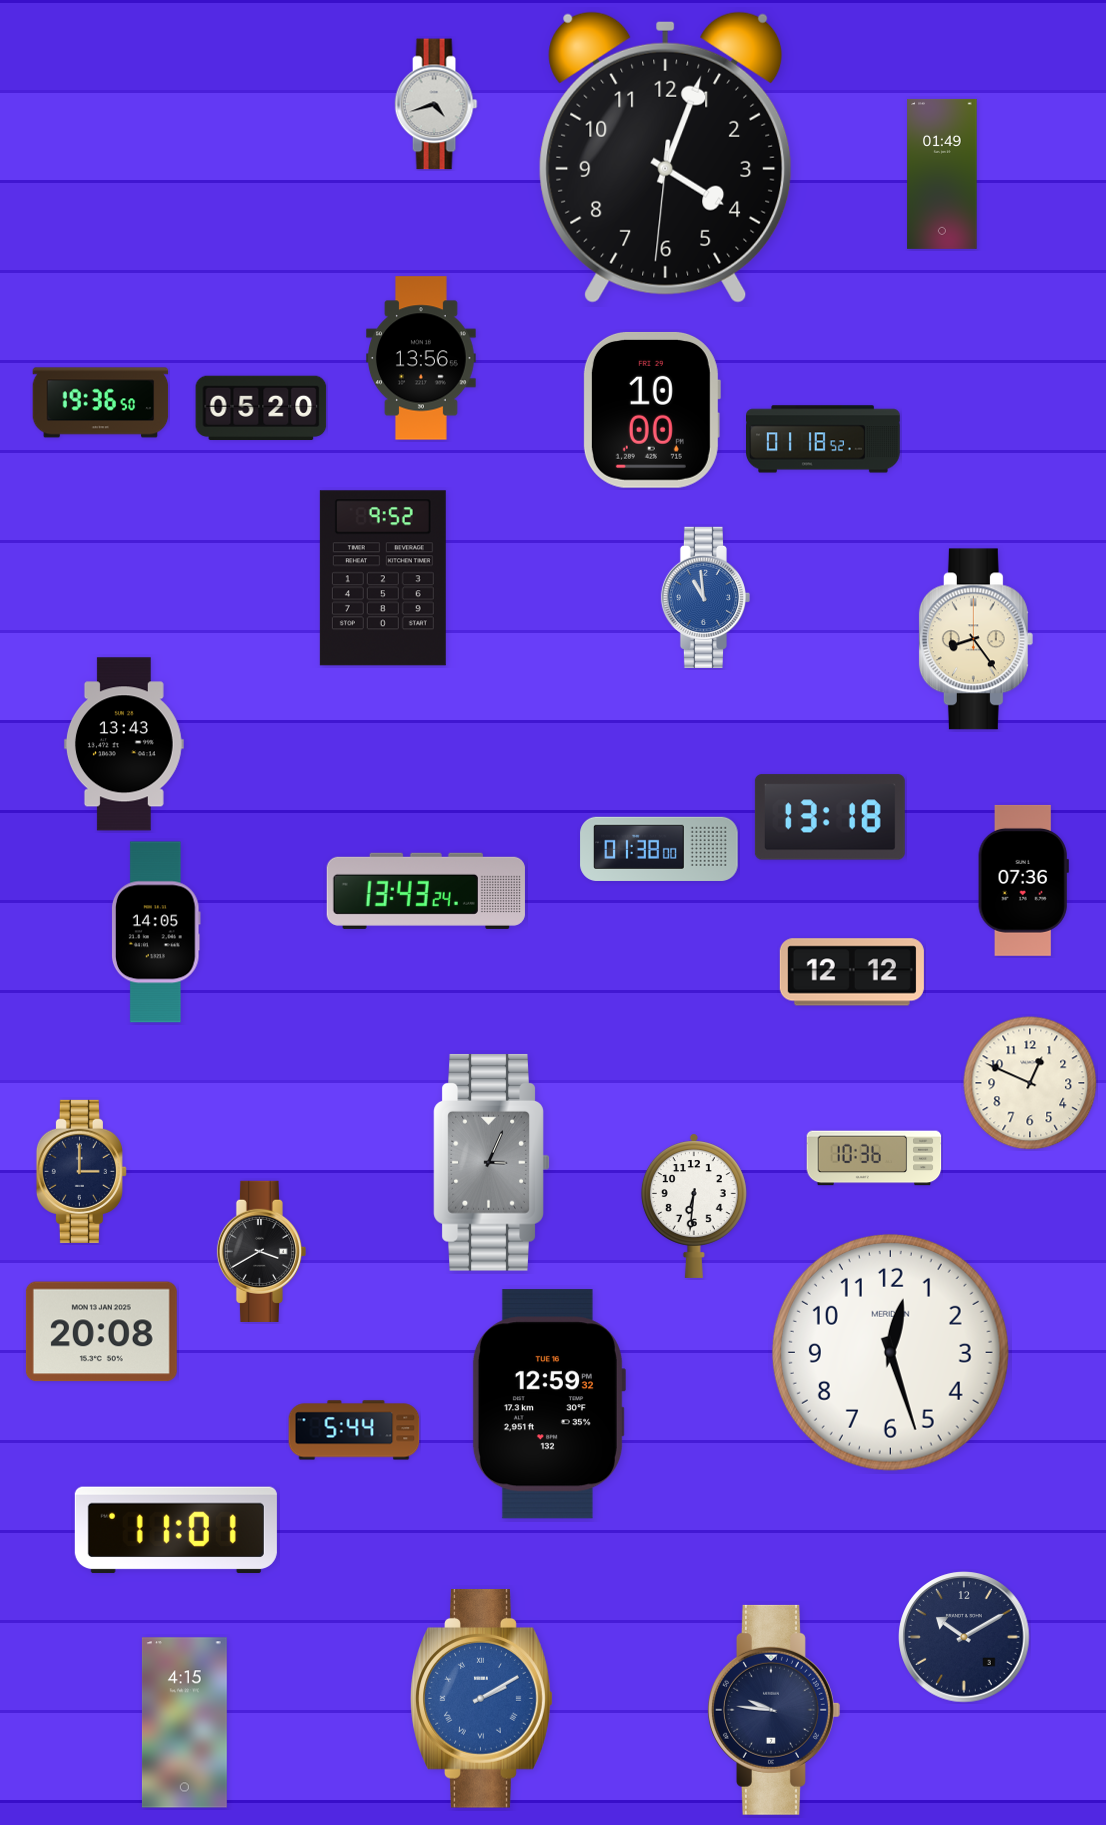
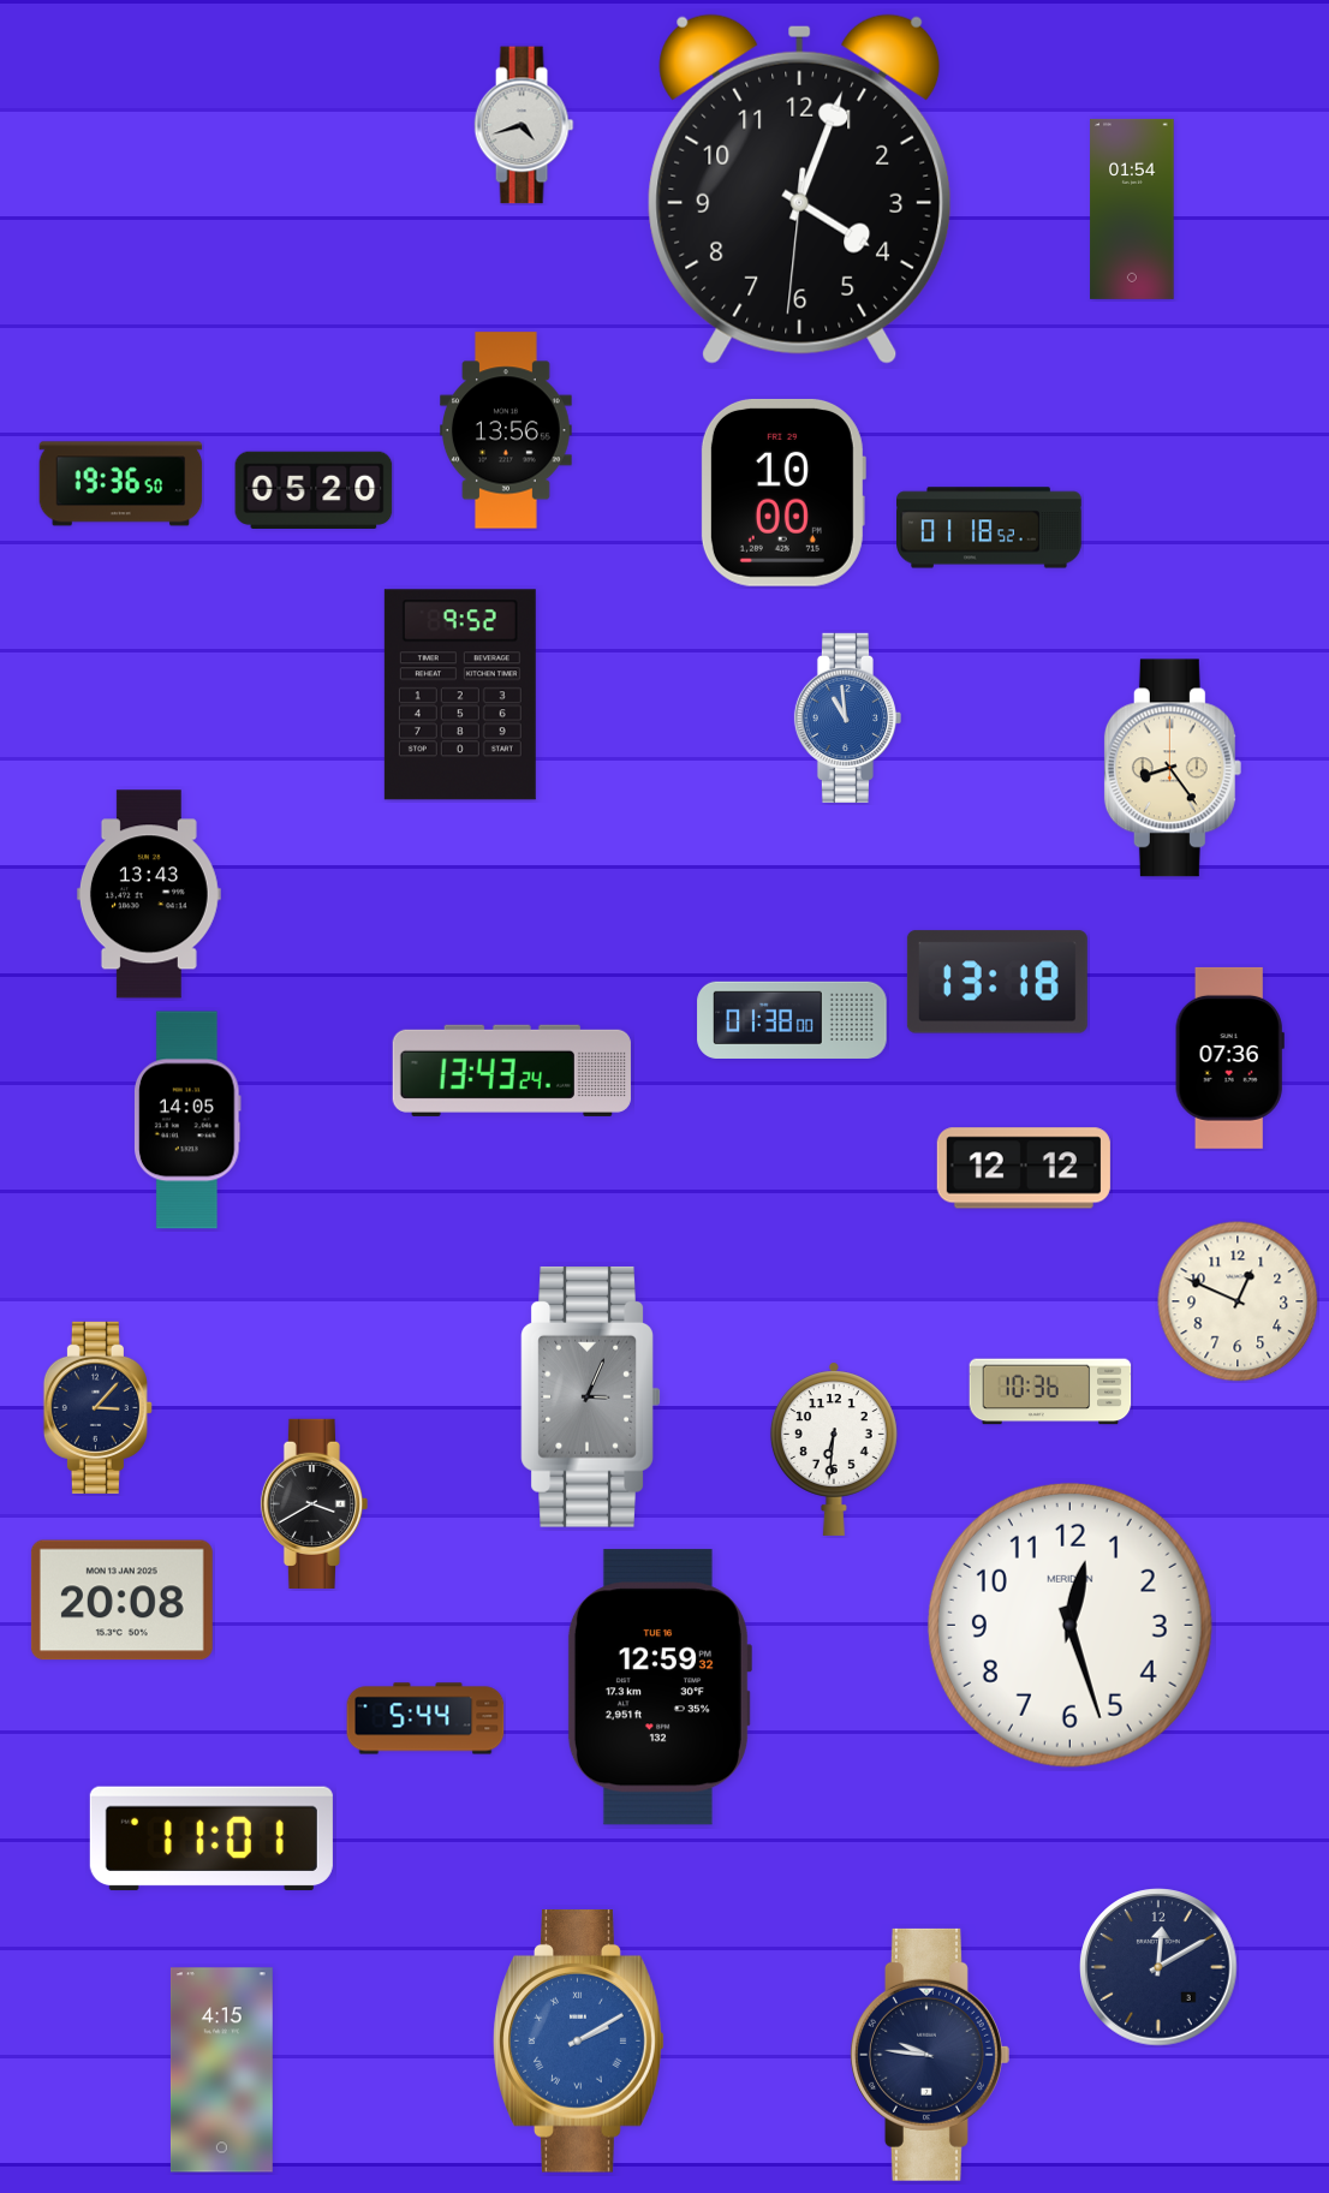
clock at (942, 174): 01:49 -> 01:54
clock at (81, 1171): 3:00 -> 3:07
clock at (964, 1637): 10:10 -> 12:10
